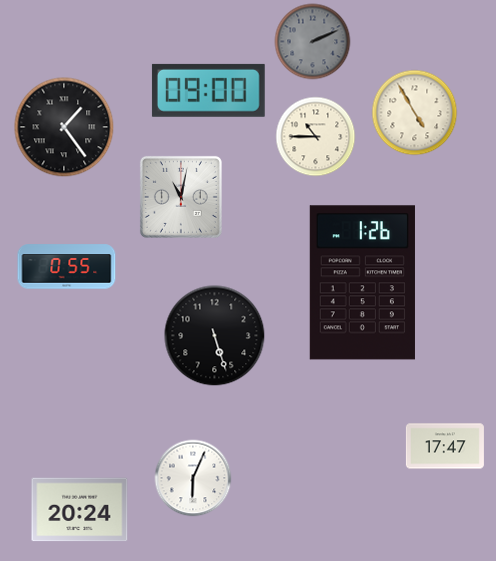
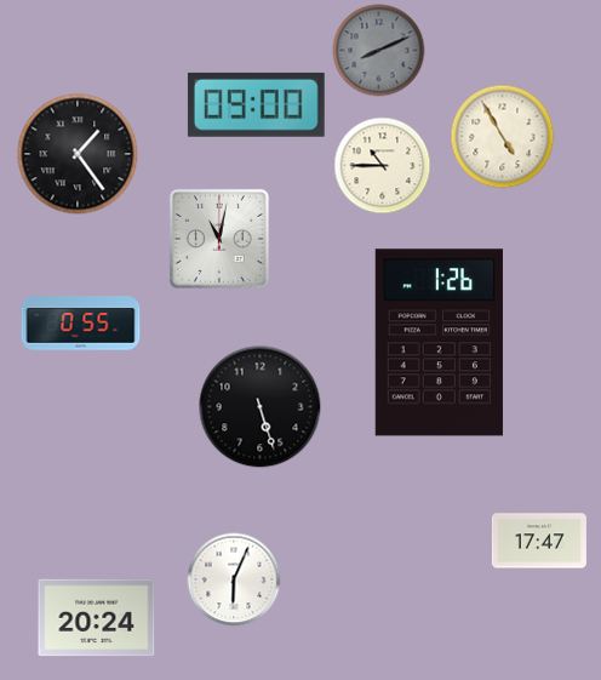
clock at (313, 42): 2:11 -> 8:11
clock at (208, 90) position: (208, 90) -> (256, 104)
